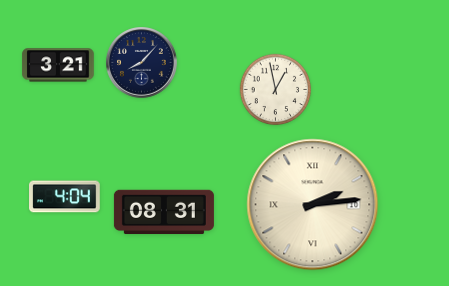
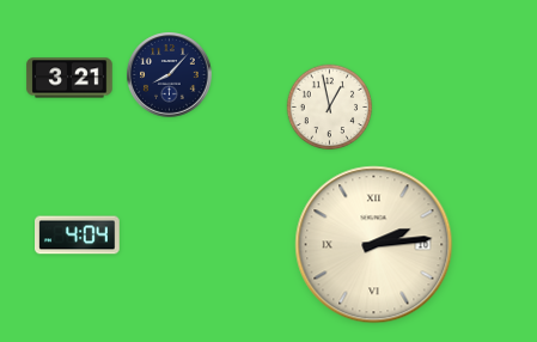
clock at (164, 212): 08:31 -> none
